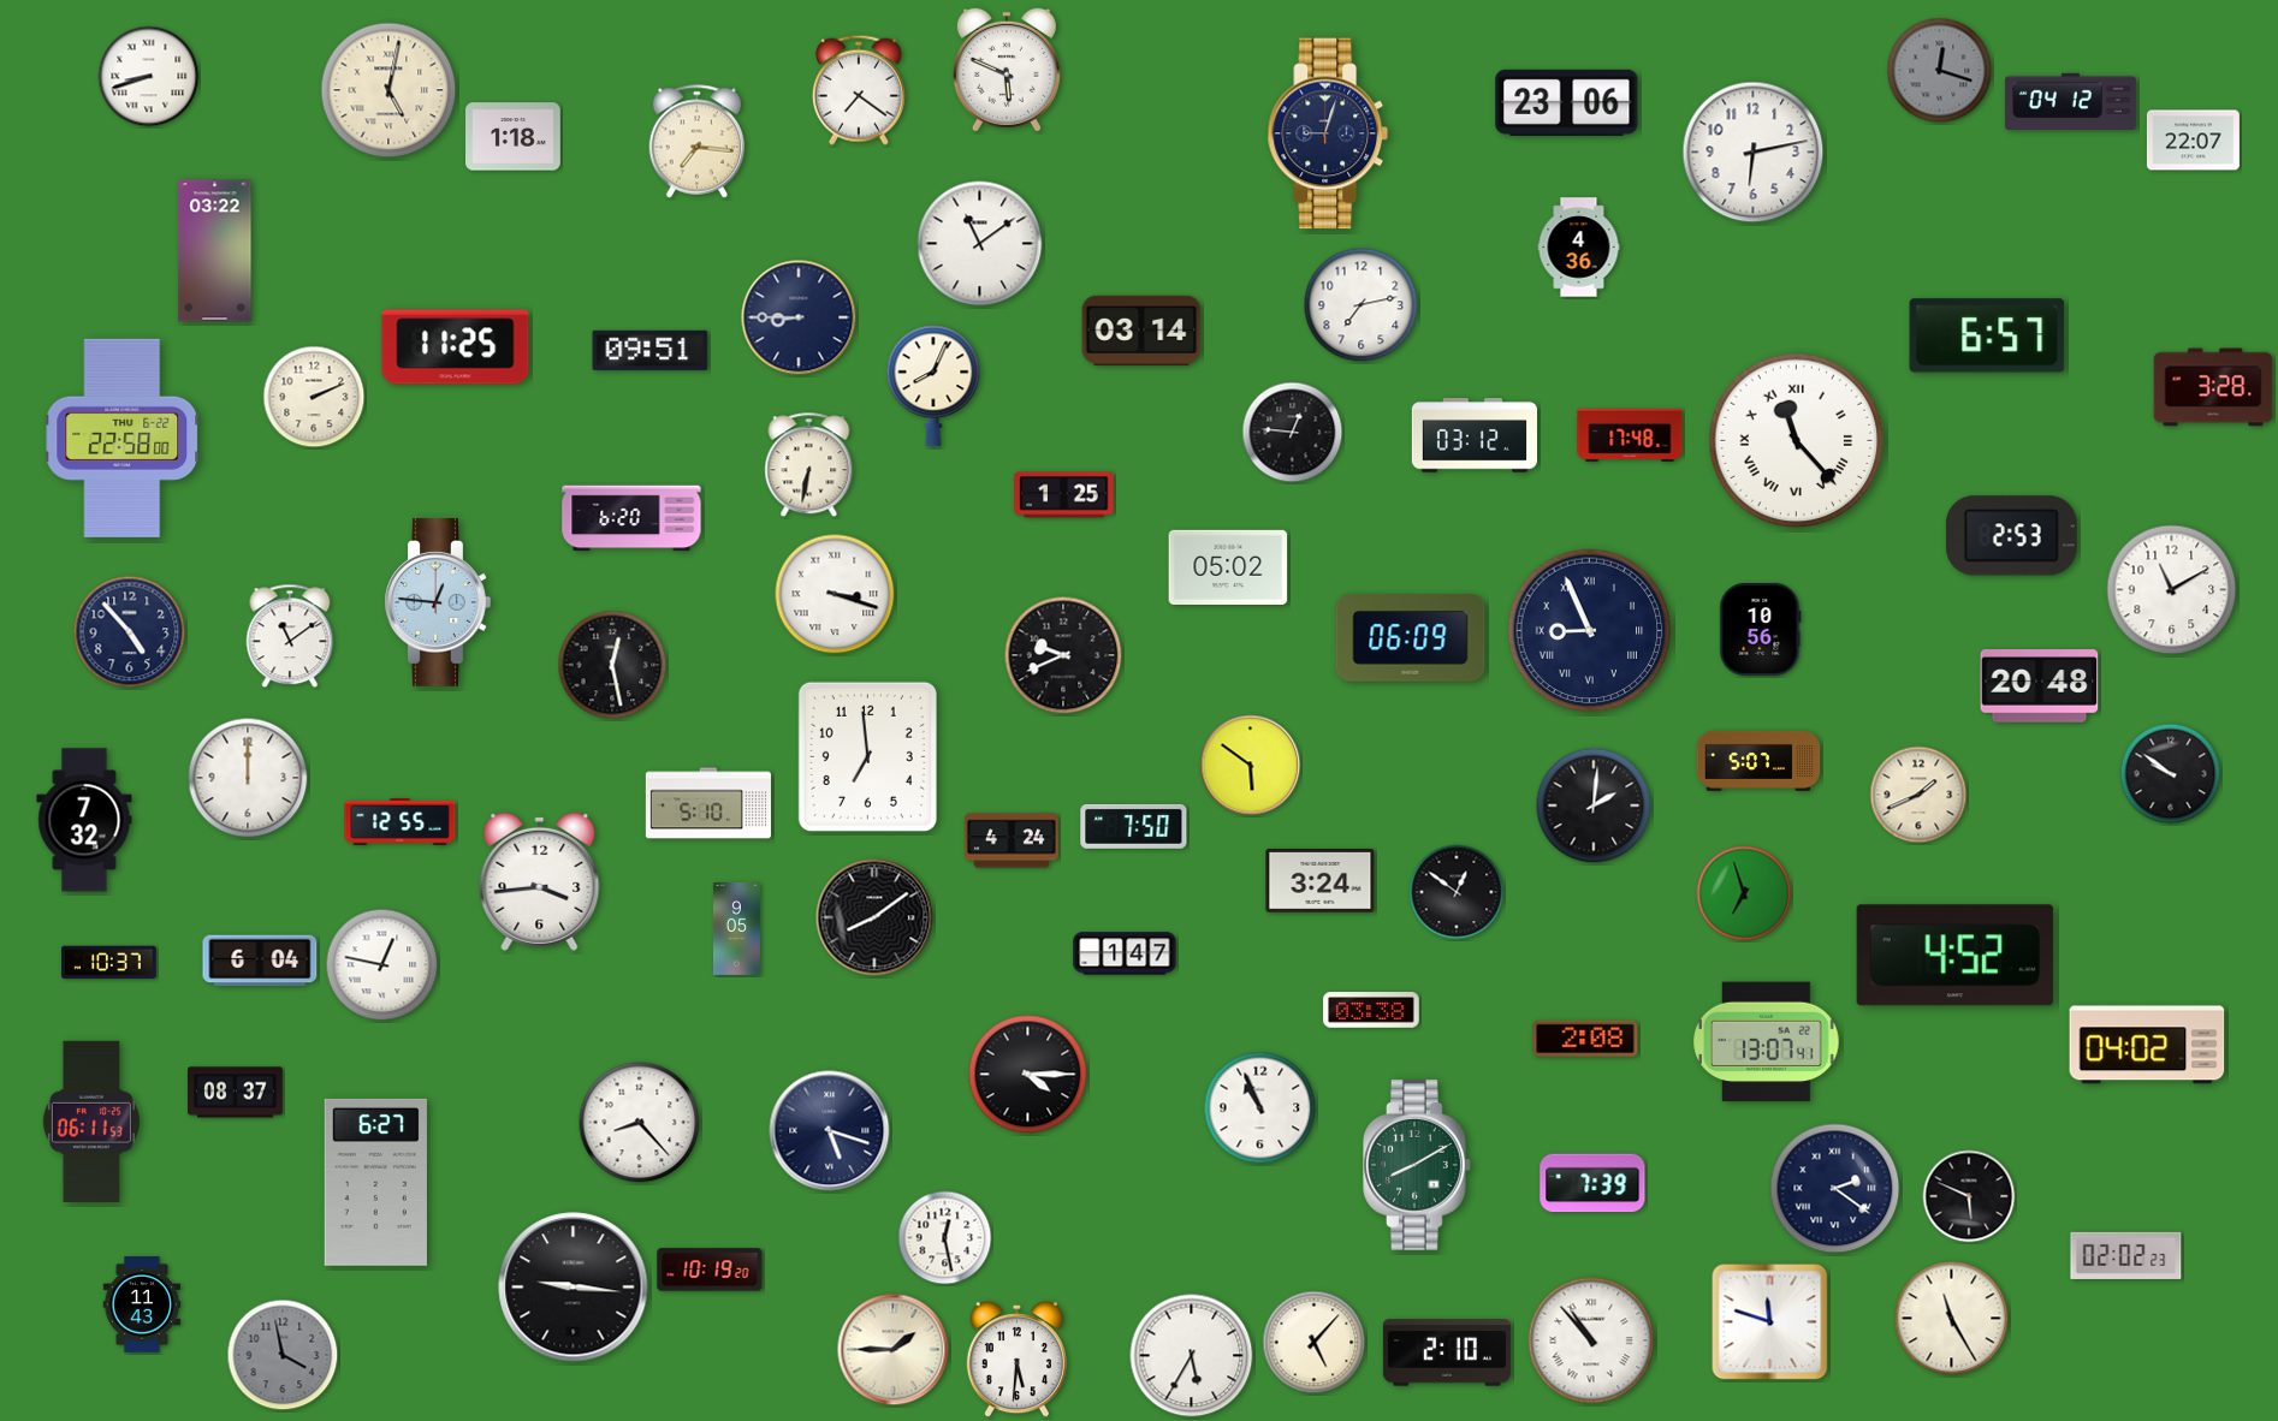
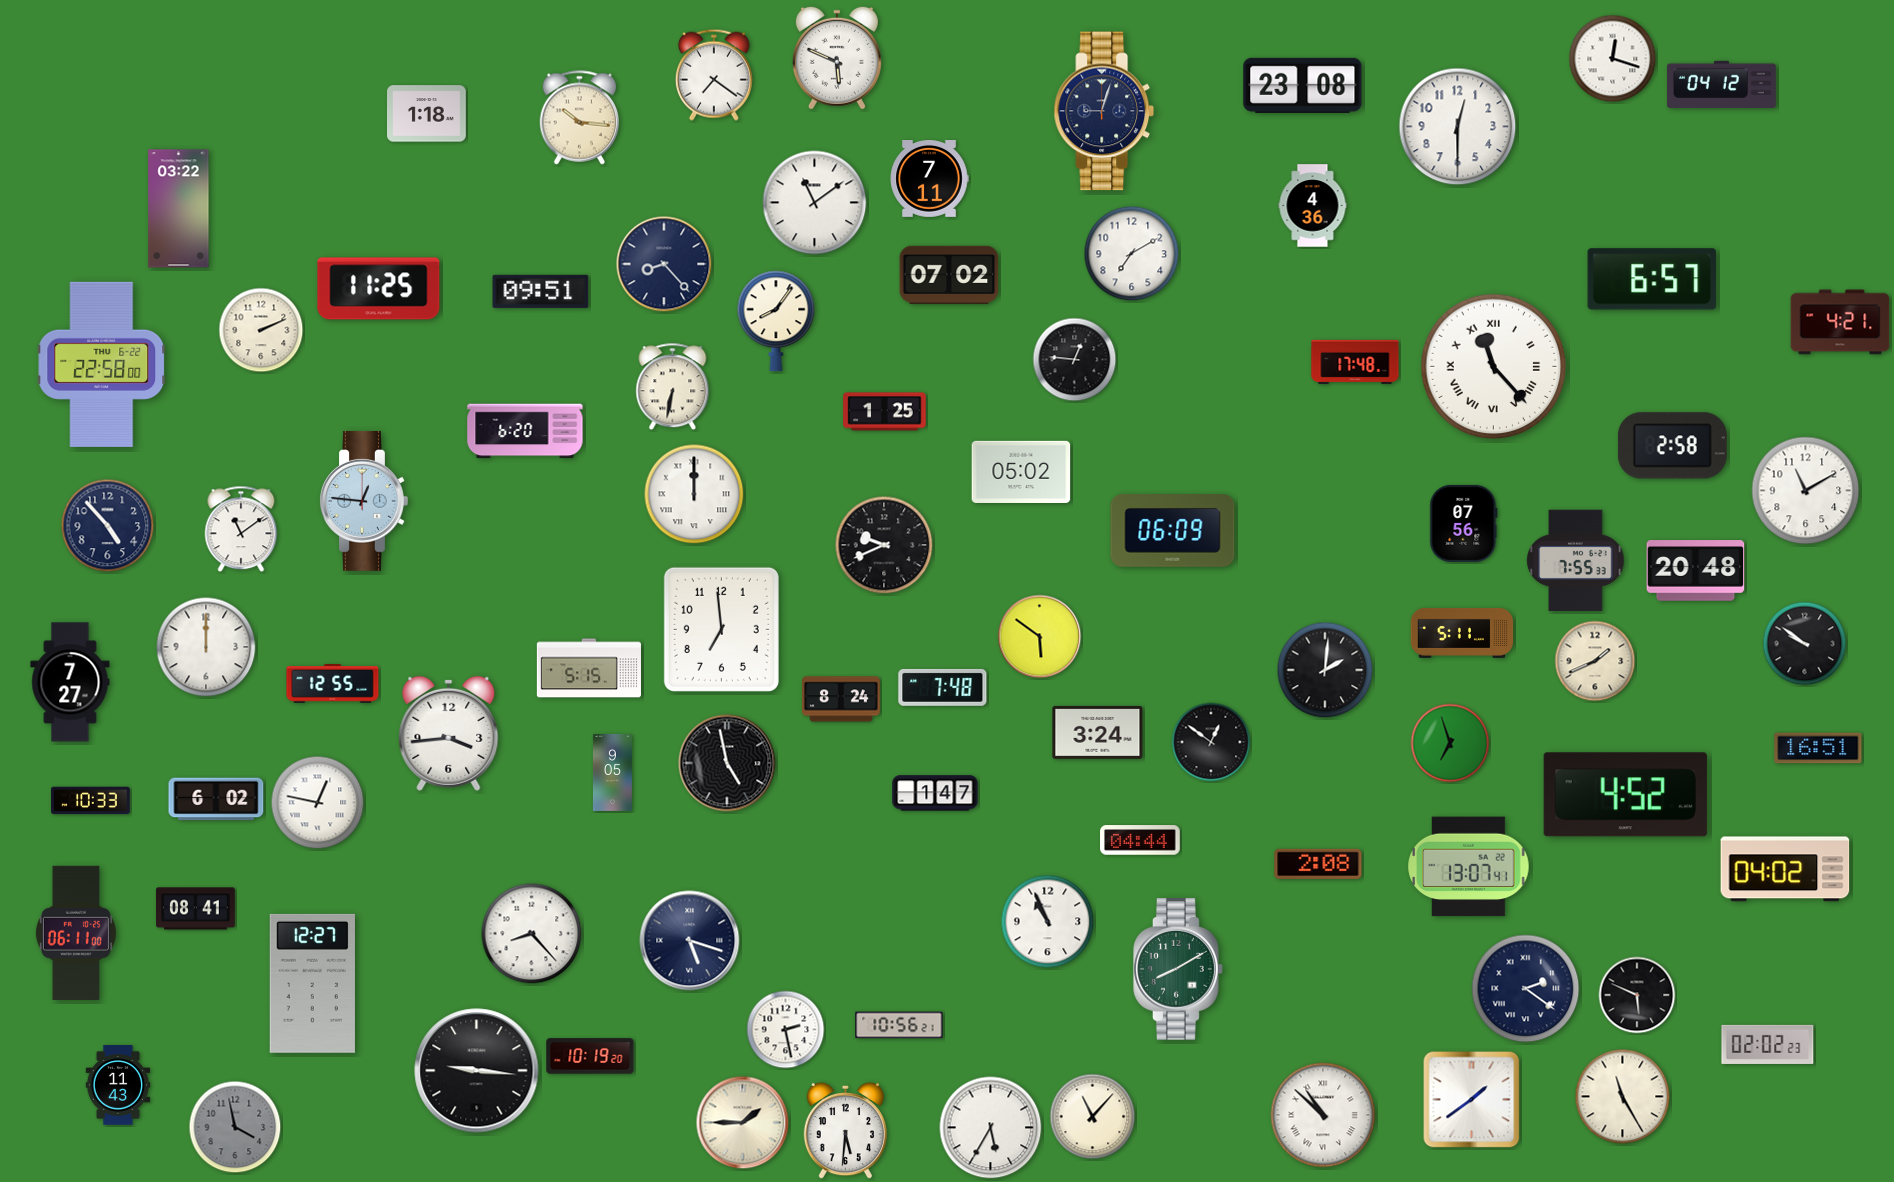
clock at (1940, 71) dial: grey -> white
clock at (149, 77): 8:42 -> none
clock at (388, 90): 5:02 -> none
clock at (1567, 102): 23:06 -> 23:08
clock at (2193, 141): 22:07 -> none
clock at (698, 142): 7:16 -> 10:16
clock at (1754, 153): 6:13 -> 12:30
clock at (929, 179): none -> 7:11
clock at (1362, 305): 7:13 -> 7:10
clock at (799, 317): 8:45 -> 8:23
clock at (1141, 331): 03:14 -> 07:02
clock at (933, 386): 8:04 -> 8:06
clock at (2213, 387): 3:28 -> 4:21
clock at (1475, 435): 03:12 -> none
clock at (2011, 536): 2:53 -> 2:58
clock at (835, 594): 3:18 -> 12:00
clock at (1761, 629): 10:56 -> 07:56
clock at (1590, 631): 8:56 -> none
clock at (612, 665): 12:28 -> none
clock at (1576, 561): none -> 7:55
clock at (1758, 761): 5:07 -> 5:11
clock at (708, 803): 5:10 -> 5:15
clock at (84, 820): 7:32 -> 7:27
clock at (1134, 826): 7:50 -> 7:48
clock at (1012, 840): 4:24 -> 8:24
clock at (1818, 748): none -> 16:51
clock at (874, 917): 8:09 -> 4:58
clock at (260, 961): 6:04 -> 6:02
clock at (109, 963): 10:37 -> 10:33
clock at (1371, 1010): 03:38 -> 04:44
clock at (1028, 1075): 4:15 -> none
clock at (236, 1093): 08:37 -> 08:41
clock at (91, 1122): 06:11:53 -> 06:11:00
clock at (375, 1182): 6:27 -> 12:27
clock at (1592, 1183): 7:39 -> none
clock at (899, 1025): none -> 10:56
clock at (945, 1238): 12:28 -> 2:28
clock at (1770, 1322): 11:48 -> 1:39
clock at (1591, 1340): 10:53 -> 10:52
clock at (1315, 1343): 5:07 -> 11:07
clock at (1447, 1352): 2:10 -> none
